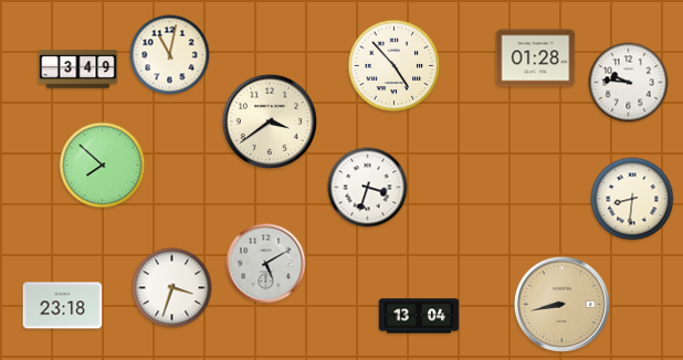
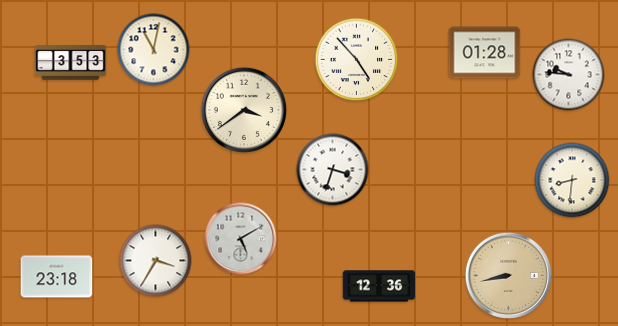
clock at (78, 70): 3:49 -> 3:53
clock at (103, 166): 7:52 -> none
clock at (172, 288): 3:33 -> 3:35
clock at (419, 316): 13:04 -> 12:36
